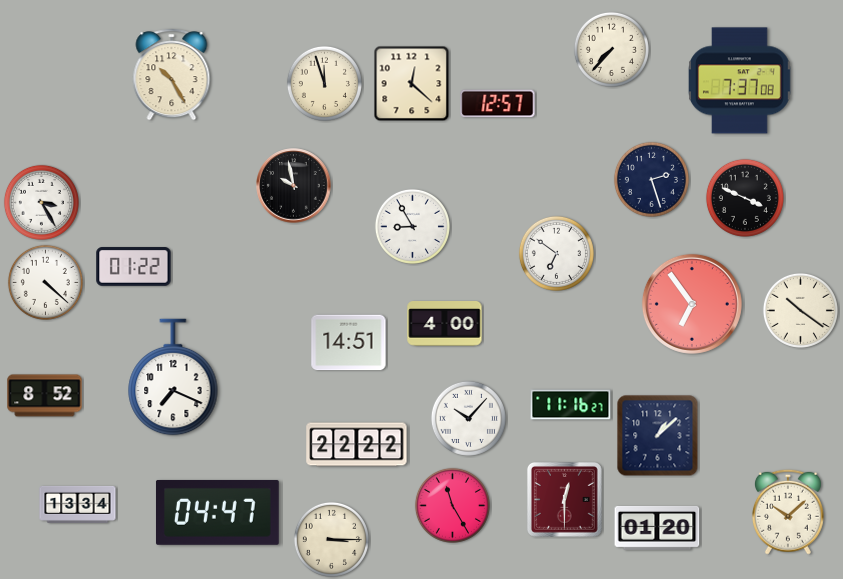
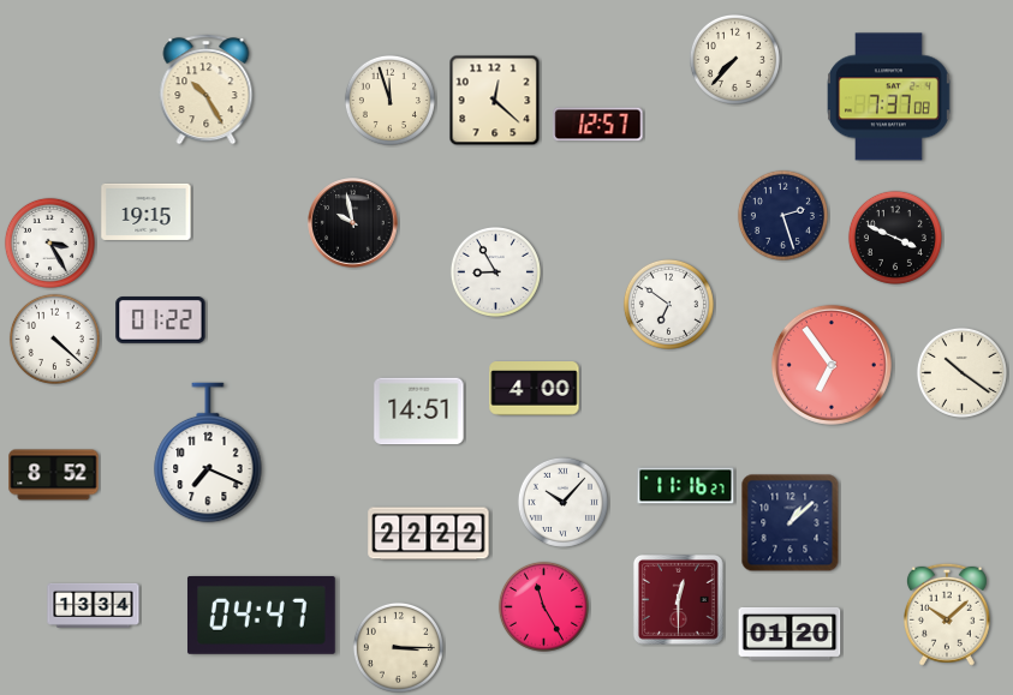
clock at (147, 211): none -> 19:15
